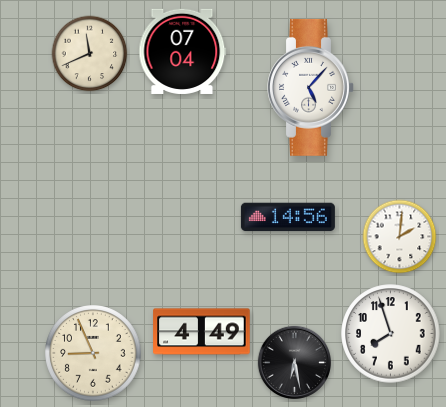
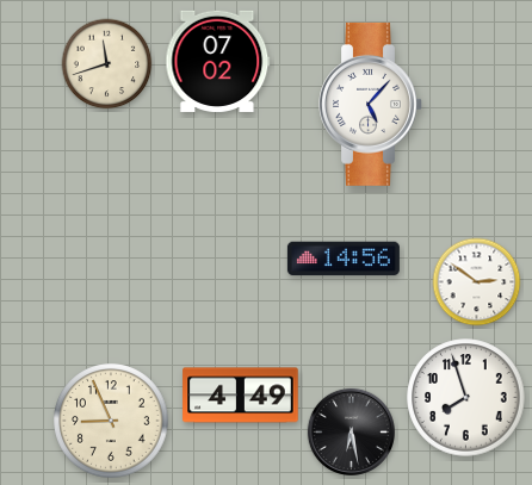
clock at (183, 51): 07:04 -> 07:02
clock at (90, 54): 11:41 -> 11:42
clock at (400, 237): 2:01 -> 2:51
